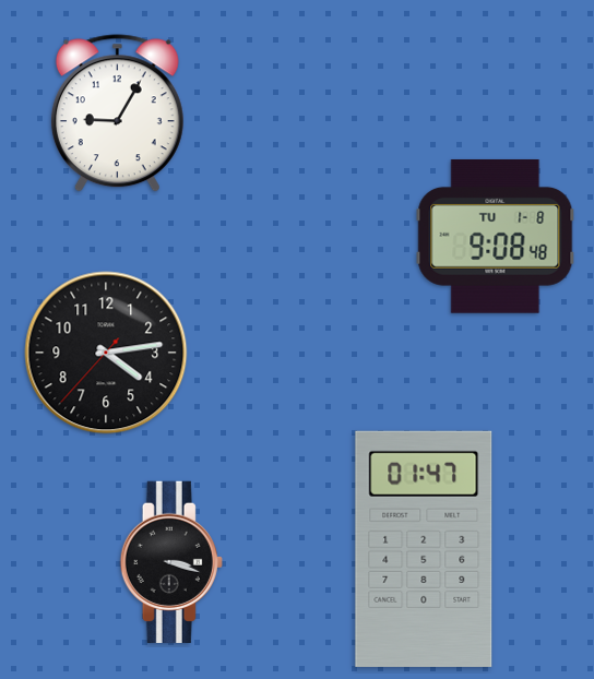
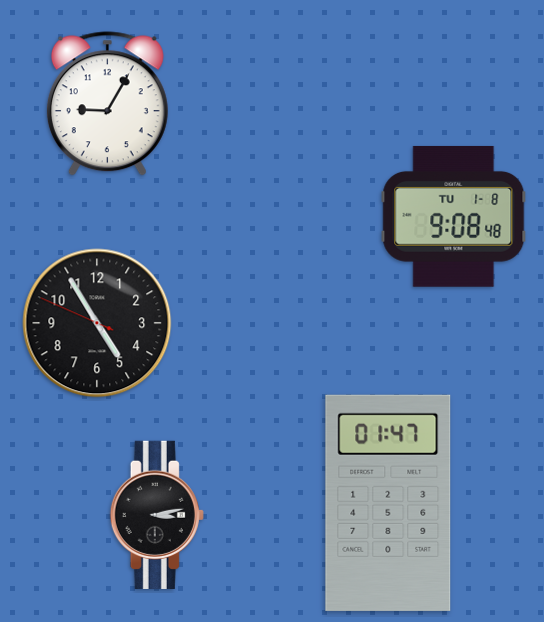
clock at (106, 353): 4:13 -> 4:54
clock at (171, 562): 3:18 -> 3:13
